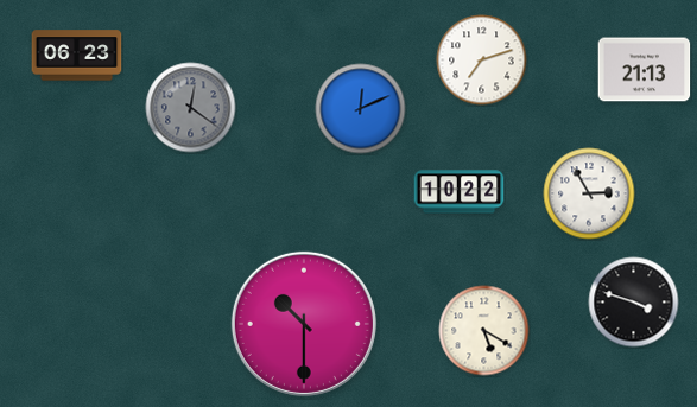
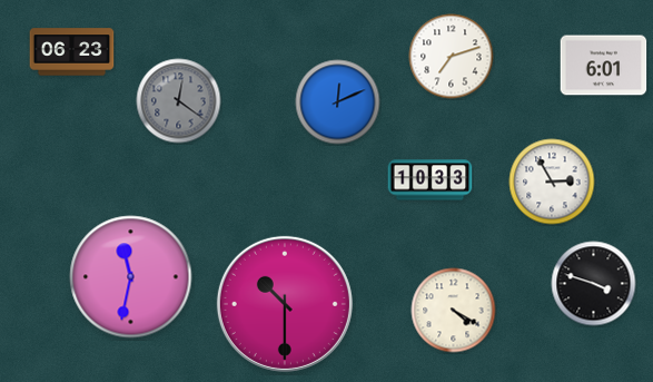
clock at (645, 70): 21:13 -> 6:01
clock at (460, 192): 10:22 -> 10:33
clock at (131, 277): none -> 11:32
clock at (484, 331): 5:20 -> 4:20
